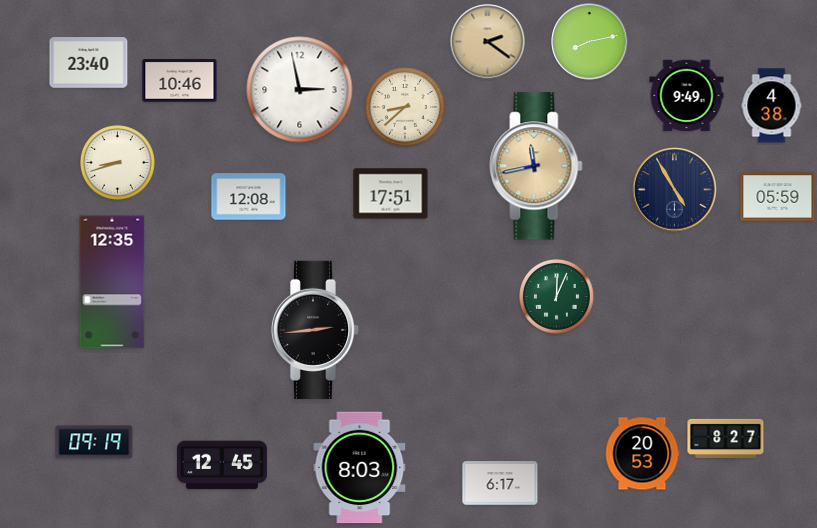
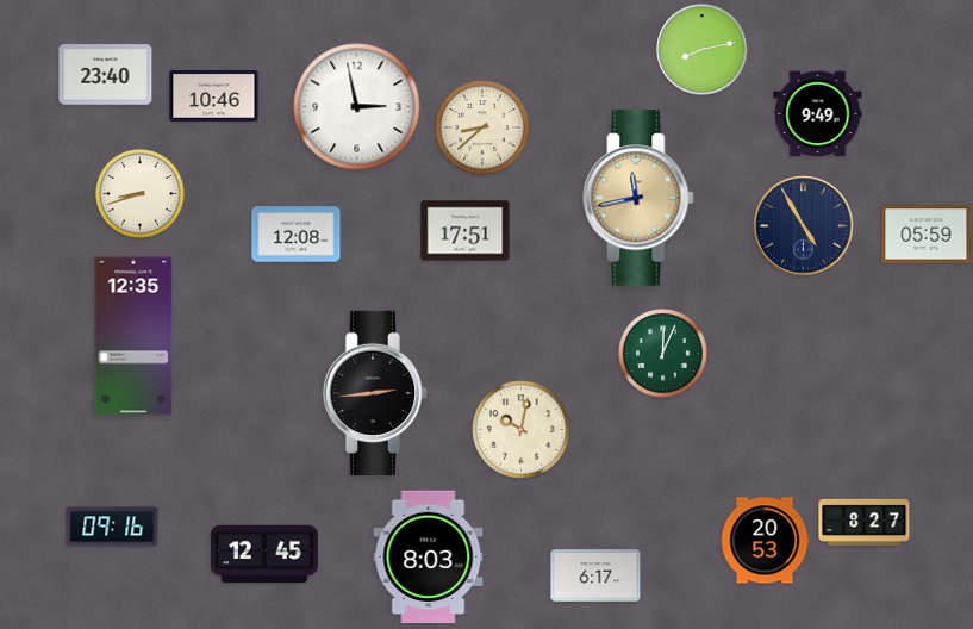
clock at (488, 42): 2:21 -> none
clock at (772, 106): 4:38 -> none
clock at (522, 430): none -> 10:02
clock at (94, 442): 09:19 -> 09:16
